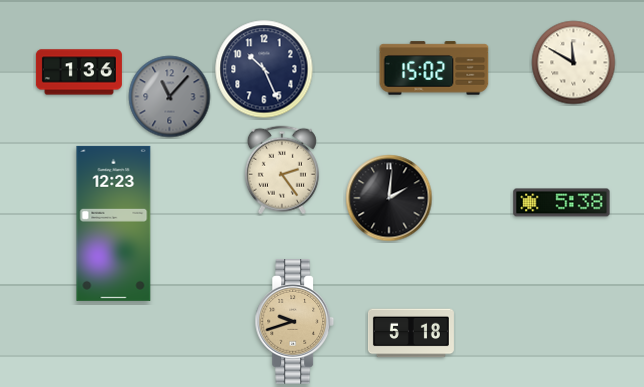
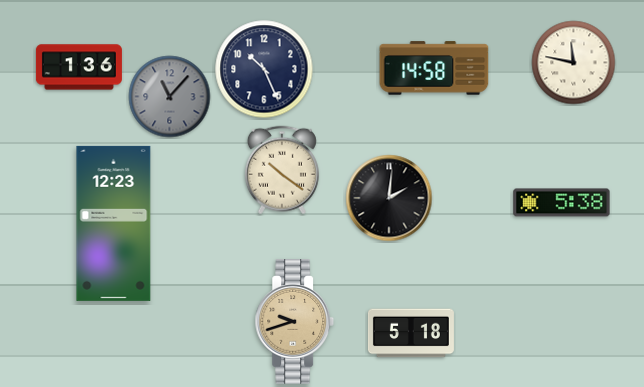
clock at (574, 63): 11:50 -> 11:47
clock at (434, 68): 15:02 -> 14:58
clock at (79, 72) position: (79, 72) -> (79, 67)
clock at (282, 170): 2:24 -> 10:21
